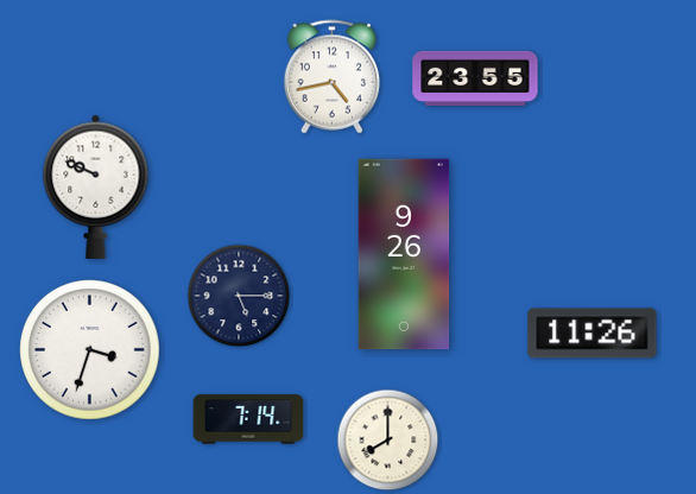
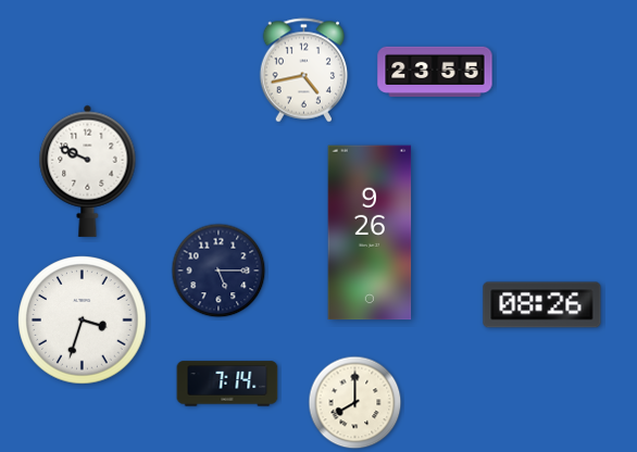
clock at (593, 334): 11:26 -> 08:26
